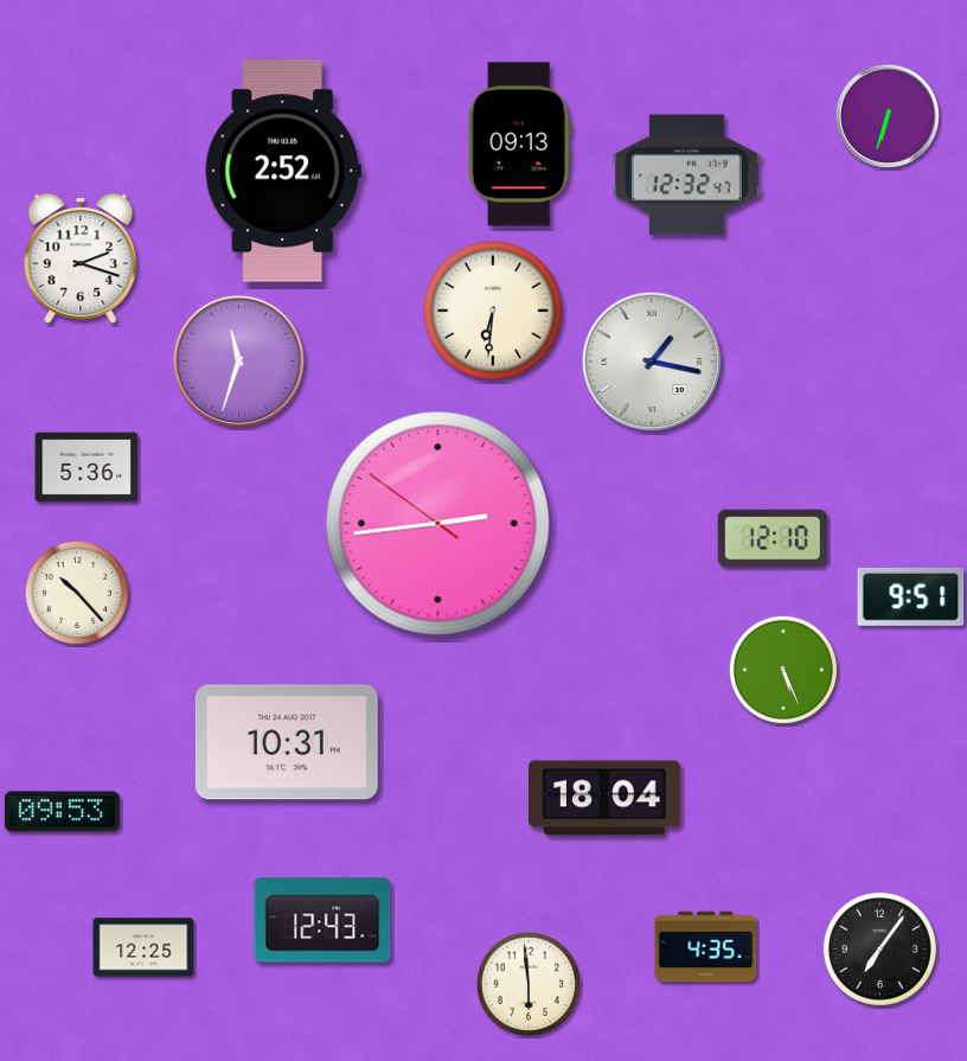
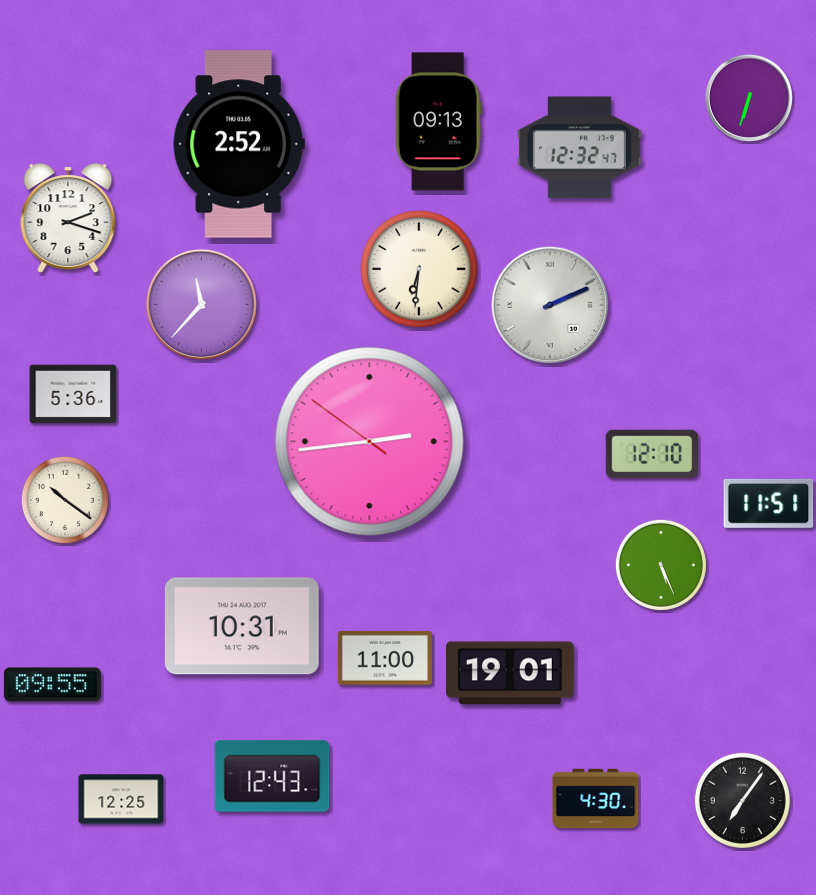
clock at (493, 311) position: (493, 311) -> (419, 269)
clock at (239, 362): 11:33 -> 11:37
clock at (652, 362): 1:17 -> 2:11
clock at (77, 593): 10:23 -> 10:21
clock at (911, 596): 9:51 -> 11:51
clock at (385, 658): none -> 11:00
clock at (606, 798): 18:04 -> 19:01
clock at (62, 812): 09:53 -> 09:55
clock at (706, 947): 4:35 -> 4:30
clock at (529, 984): 5:59 -> none
